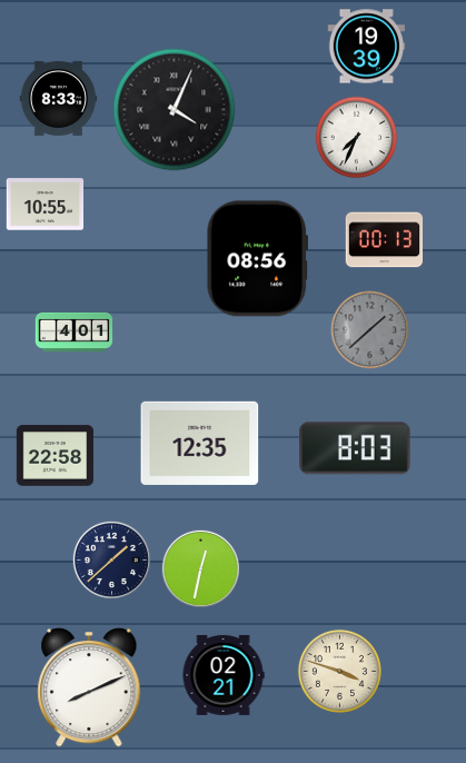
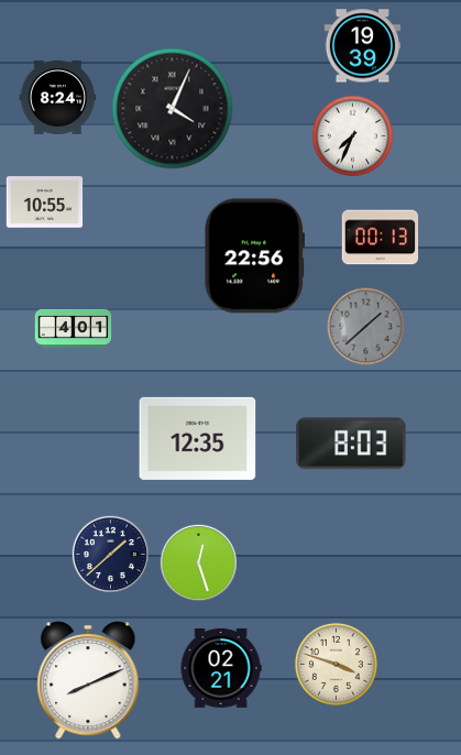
clock at (59, 98): 8:33 -> 8:24
clock at (257, 259): 08:56 -> 22:56
clock at (56, 456): 22:58 -> none
clock at (200, 568): 12:32 -> 12:27
